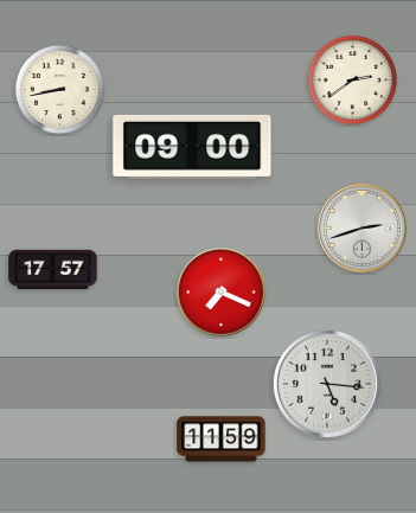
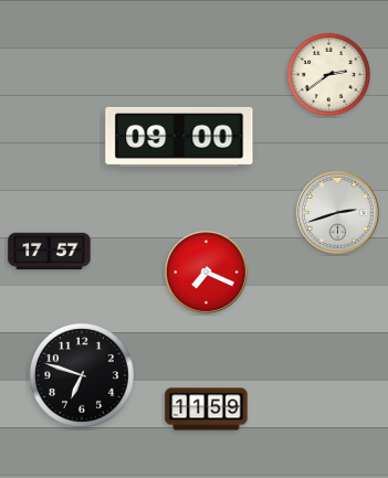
clock at (59, 89): 8:43 -> none
clock at (327, 384): 5:16 -> none
clock at (82, 375): none -> 6:48
